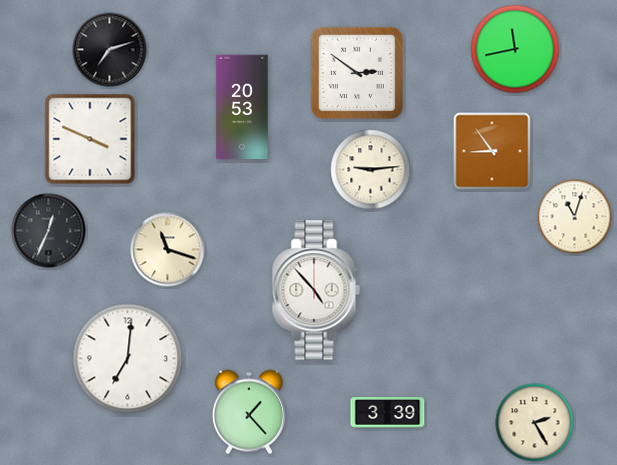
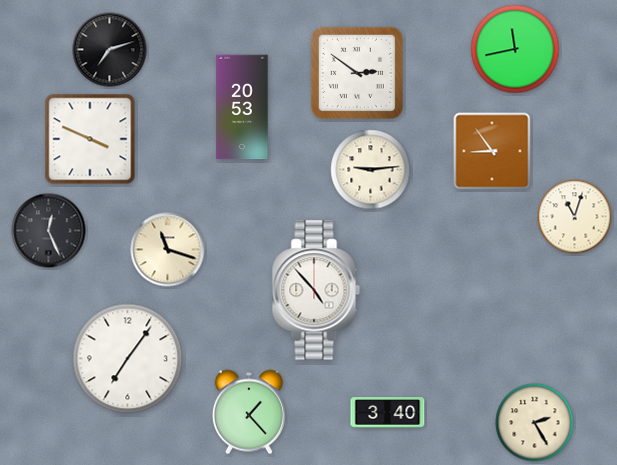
clock at (49, 231): 12:34 -> 12:26
clock at (128, 359): 7:01 -> 7:06
clock at (388, 413): 3:39 -> 3:40
